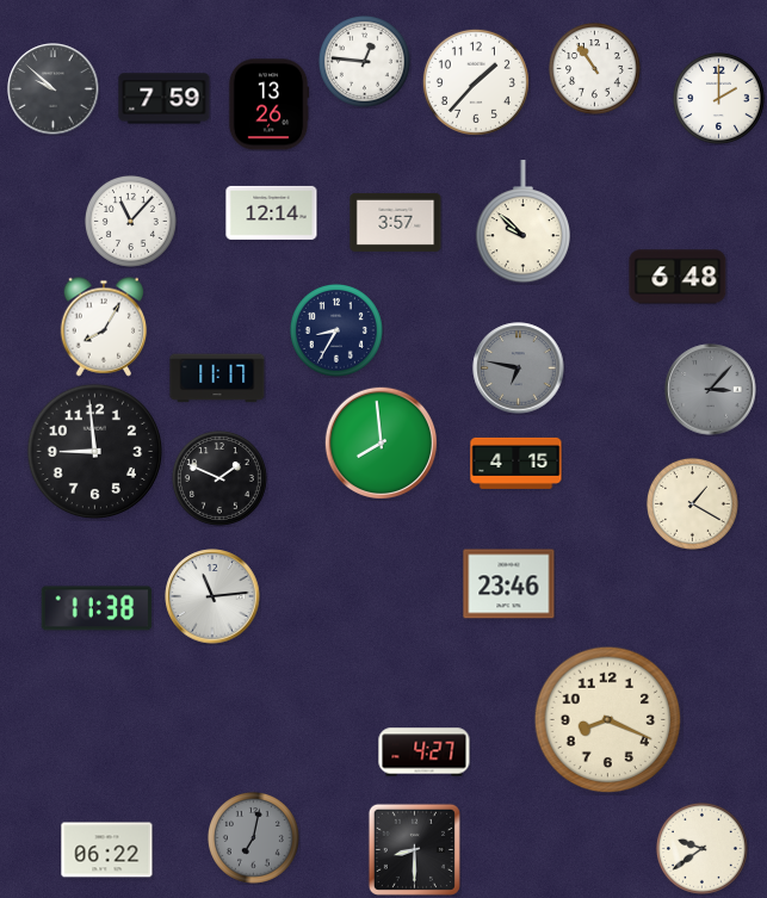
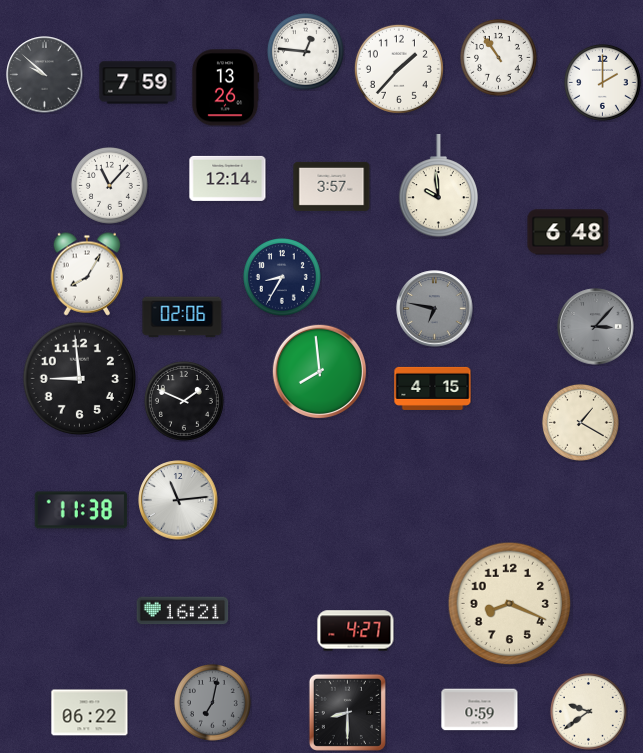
clock at (522, 223): 9:52 -> 9:59
clock at (217, 378): 11:17 -> 02:06
clock at (509, 584): 23:46 -> none
clock at (183, 611): none -> 16:21
clock at (480, 710): none -> 0:59
